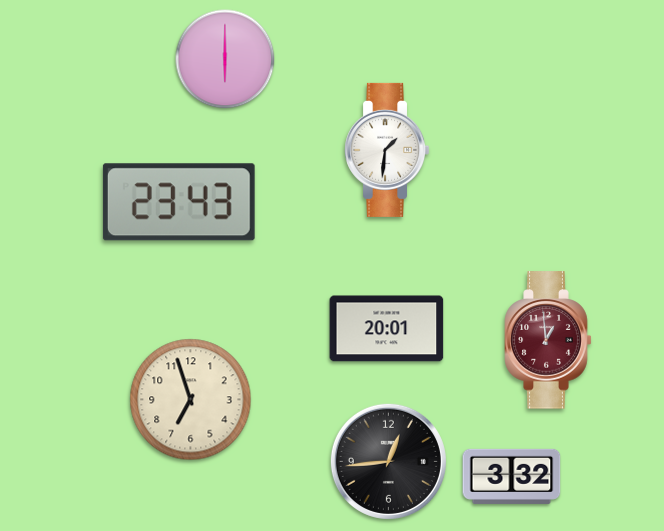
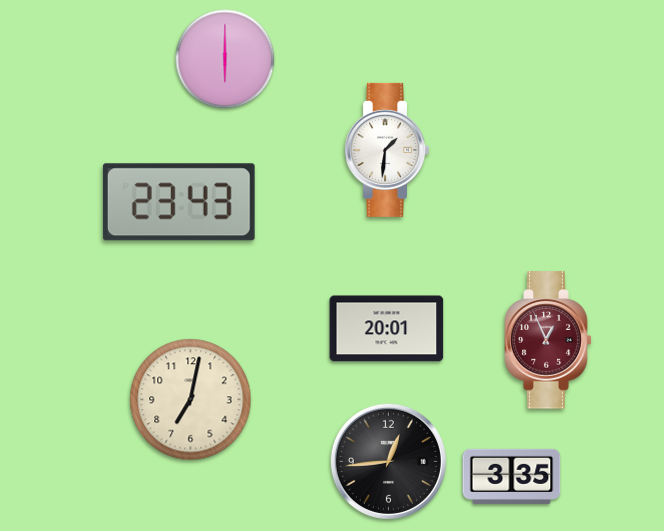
clock at (548, 340): 12:59 -> 12:56
clock at (191, 400): 6:57 -> 7:02
clock at (512, 476): 3:32 -> 3:35
